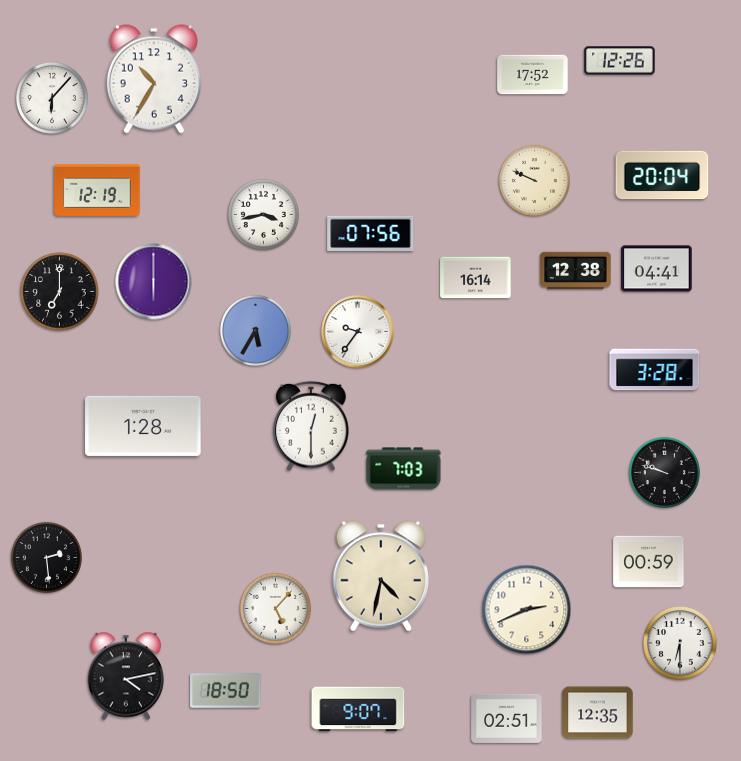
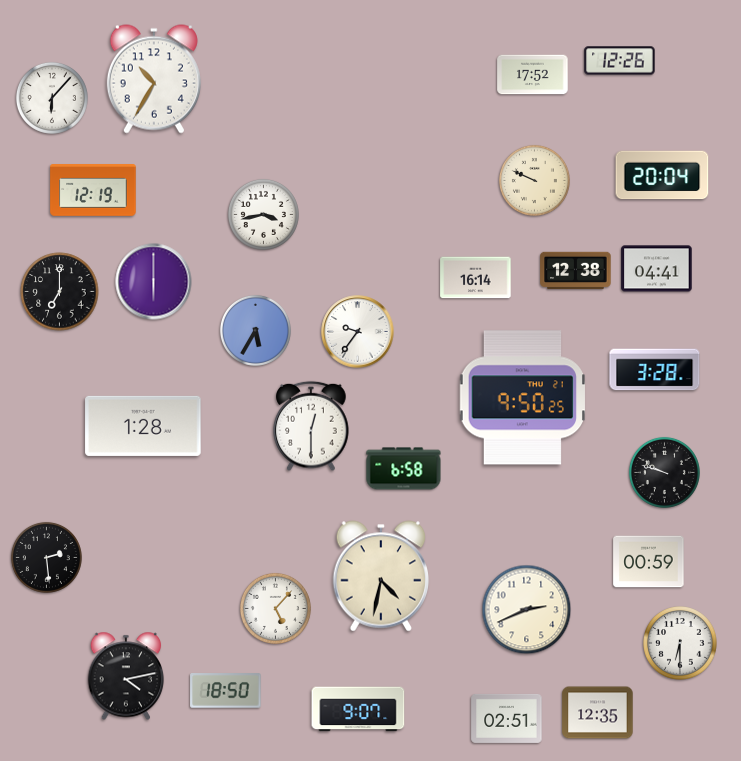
clock at (97, 191) position: (97, 191) -> (93, 191)
clock at (371, 234): 07:56 -> none
clock at (523, 398): none -> 9:50
clock at (404, 469): 7:03 -> 6:58
